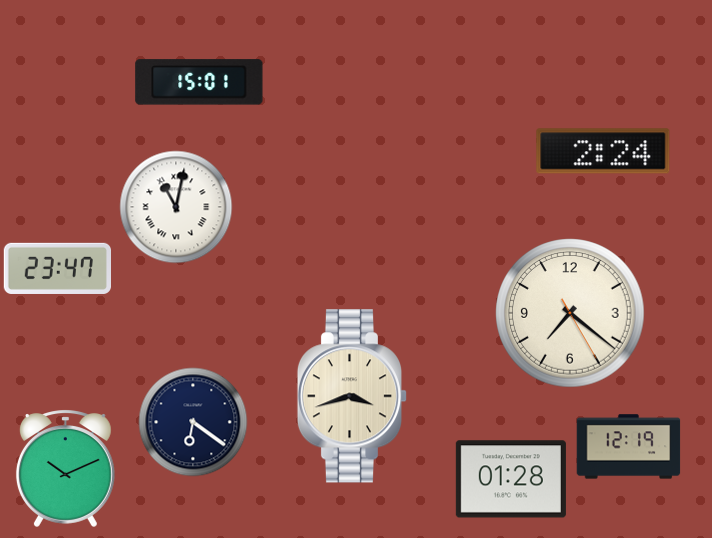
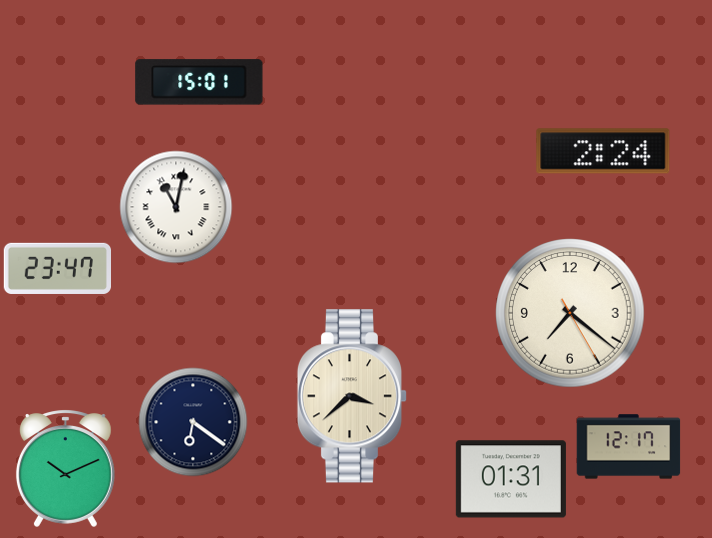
clock at (352, 396): 3:42 -> 3:38
clock at (629, 447): 12:19 -> 12:17
clock at (511, 479): 01:28 -> 01:31
